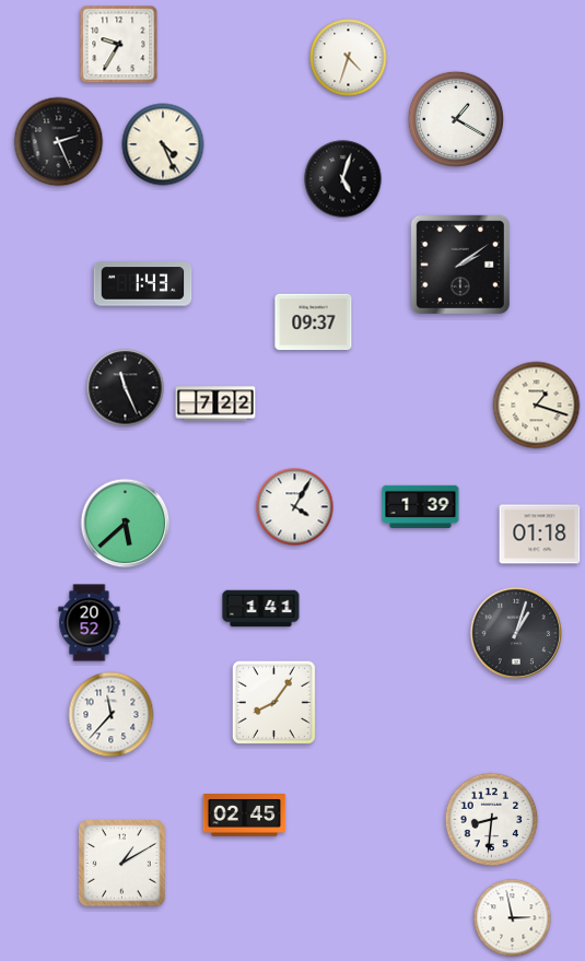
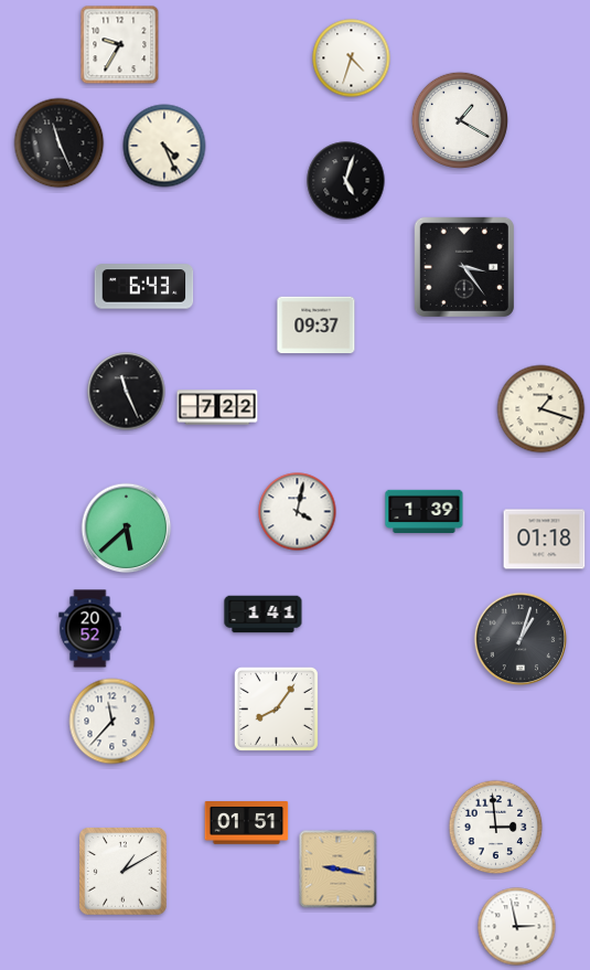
clock at (59, 142): 2:26 -> 11:26
clock at (460, 265): 2:09 -> 3:24
clock at (143, 284): 1:43 -> 6:43
clock at (295, 507): 4:05 -> 4:02
clock at (245, 816): 02:45 -> 01:51
clock at (492, 820): 8:31 -> 2:59
clock at (339, 870): none -> 9:17
